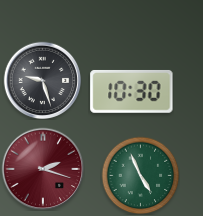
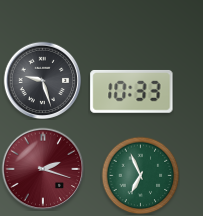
clock at (132, 91): 10:30 -> 10:33
clock at (140, 175): 4:56 -> 6:56
